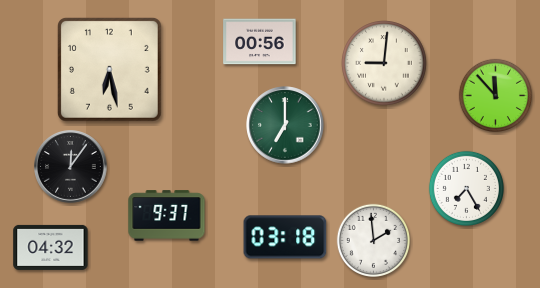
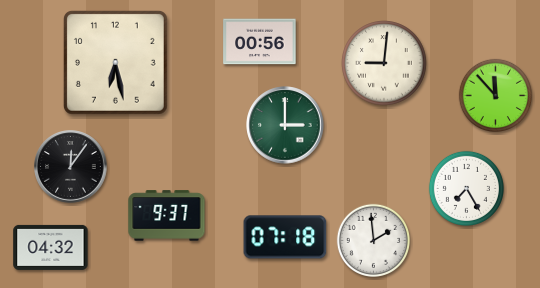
clock at (109, 69) position: (109, 69) -> (115, 62)
clock at (285, 125): 7:00 -> 3:00
clock at (285, 237): 03:18 -> 07:18
